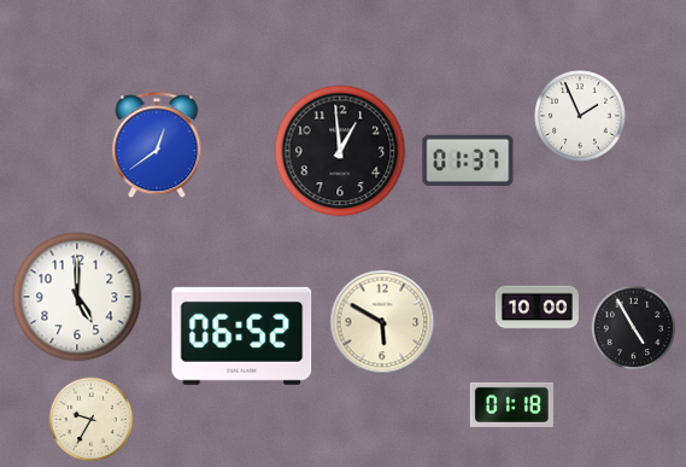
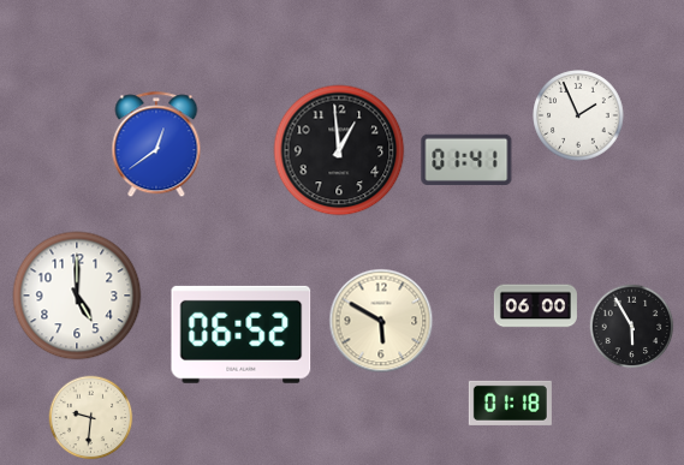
clock at (468, 160): 01:37 -> 01:41
clock at (537, 308): 10:00 -> 06:00
clock at (634, 328): 4:55 -> 5:55
clock at (92, 420): 9:35 -> 9:31
